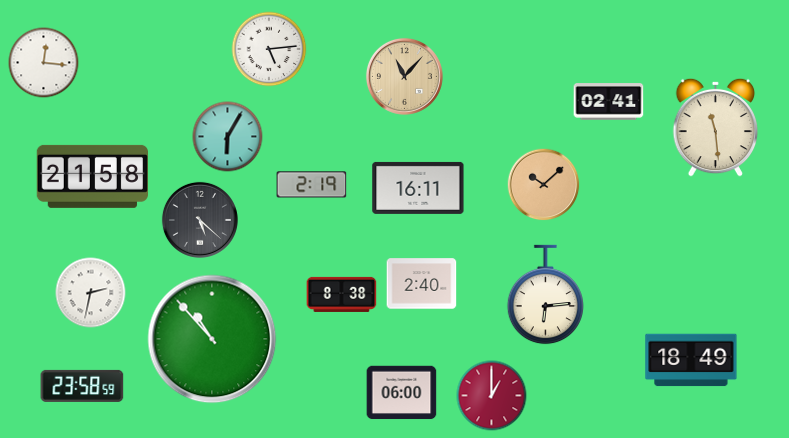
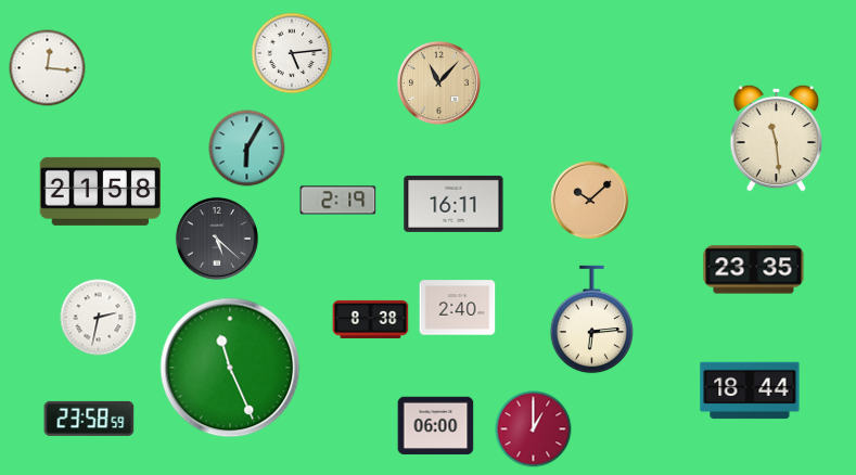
clock at (609, 102): 02:41 -> none
clock at (754, 270): none -> 23:35
clock at (212, 339): 10:53 -> 11:26
clock at (691, 360): 18:49 -> 18:44
